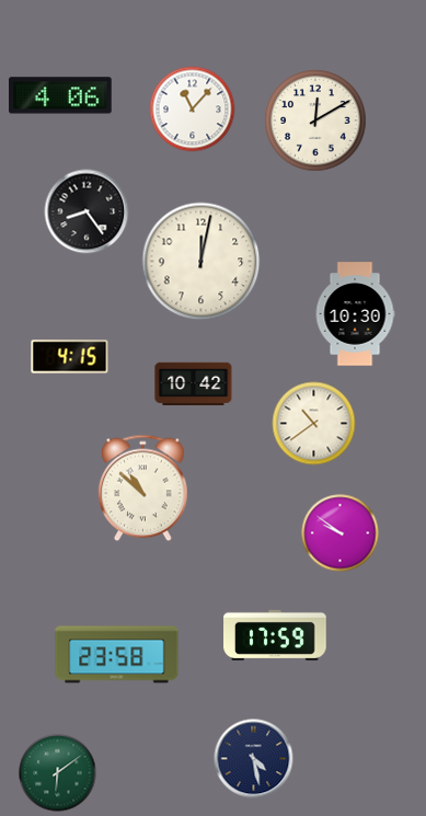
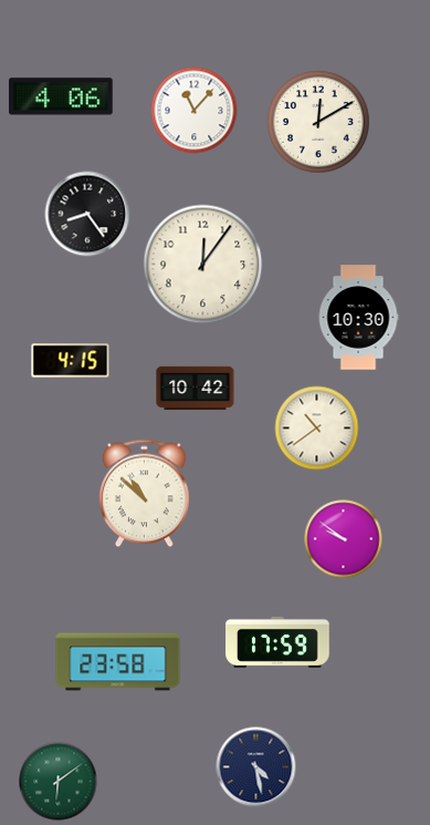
clock at (202, 262): 12:02 -> 12:06
